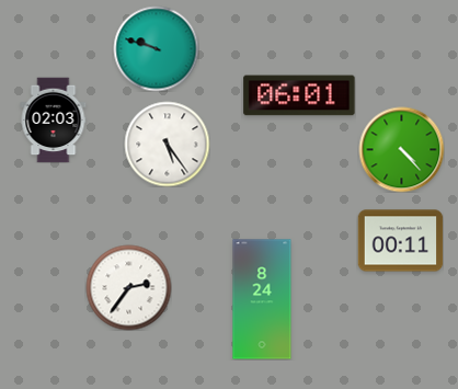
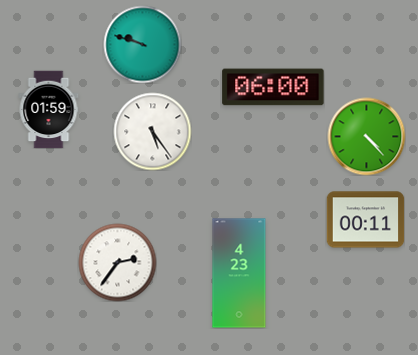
clock at (299, 95): 06:01 -> 06:00
clock at (54, 119): 02:03 -> 01:59
clock at (262, 299): 8:24 -> 4:23
